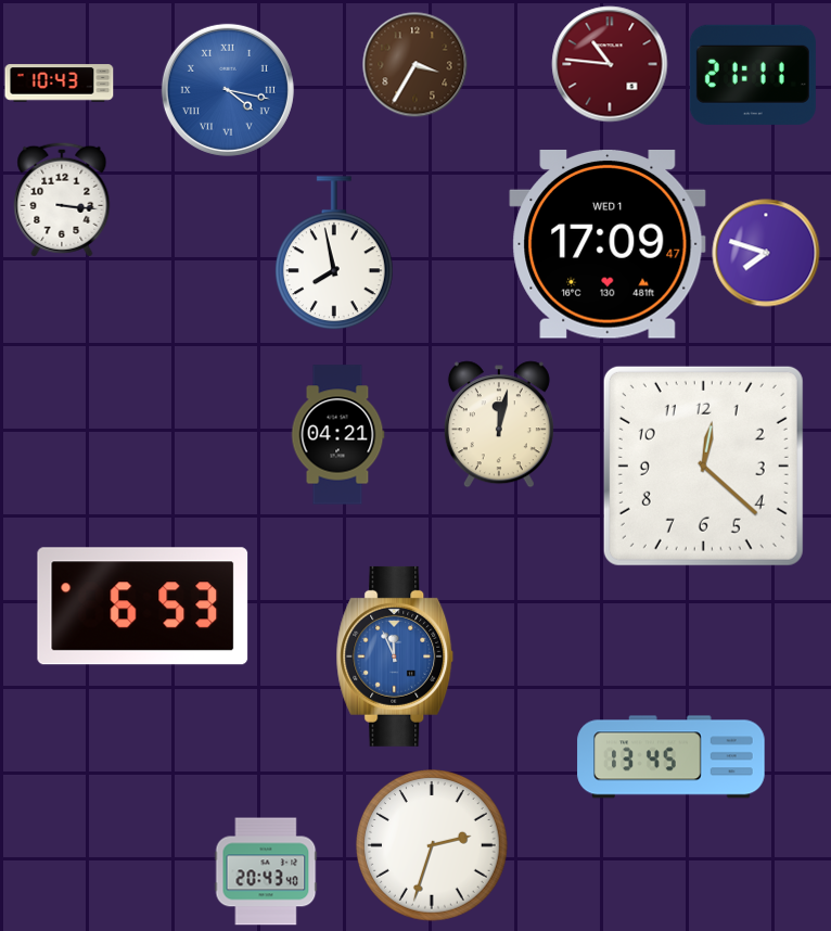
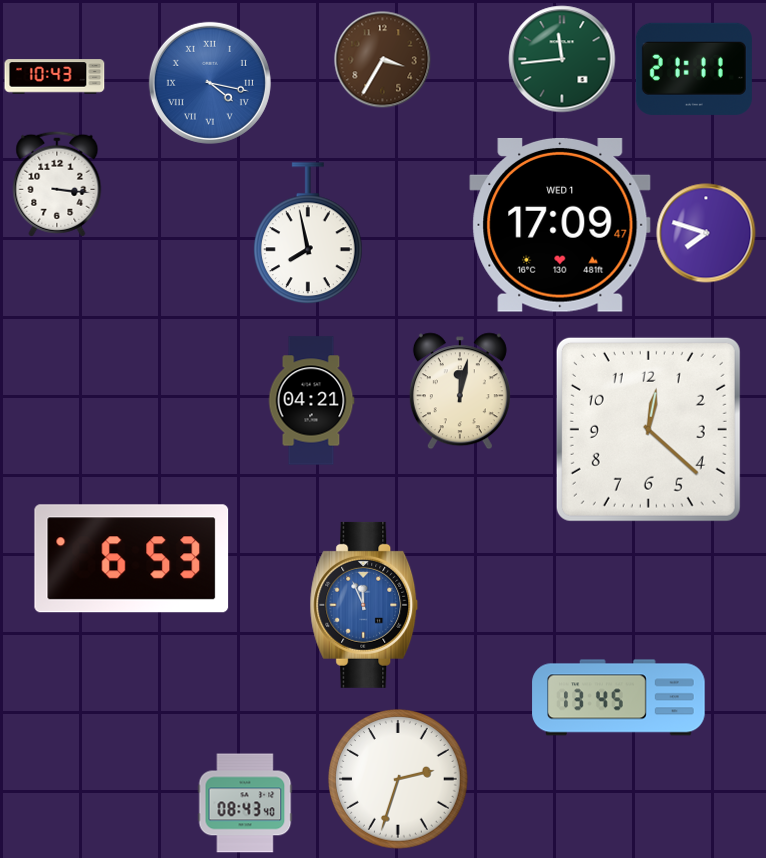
clock at (610, 64): 10:46 -> 11:44
clock at (610, 64) dial: burgundy -> green
clock at (266, 871): 20:43 -> 08:43
